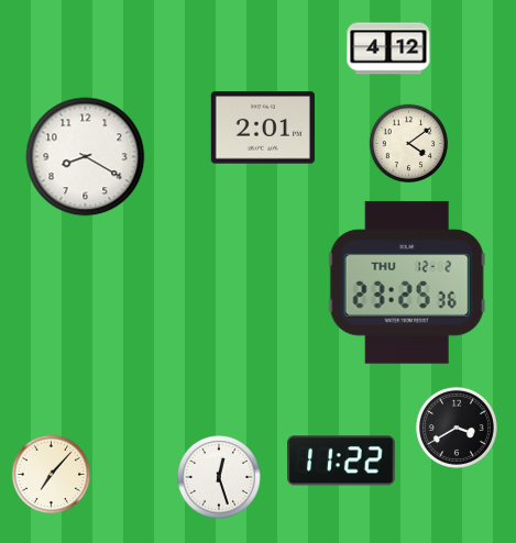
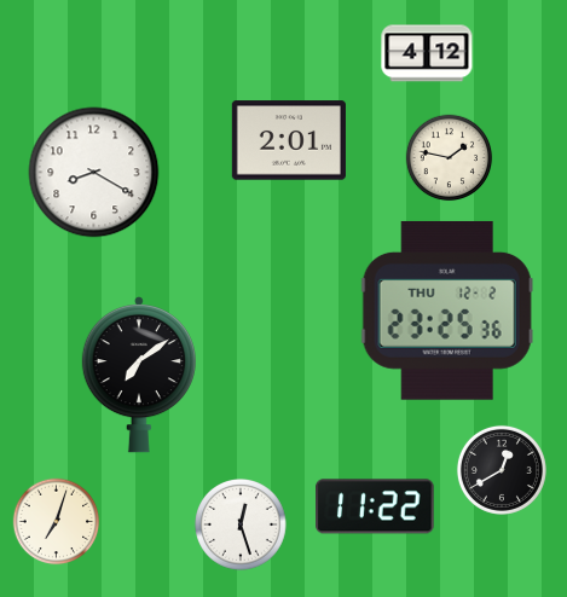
clock at (409, 144): 4:09 -> 1:47
clock at (139, 376): none -> 7:09
clock at (457, 428): 3:40 -> 12:40
clock at (52, 475): 7:07 -> 7:03
